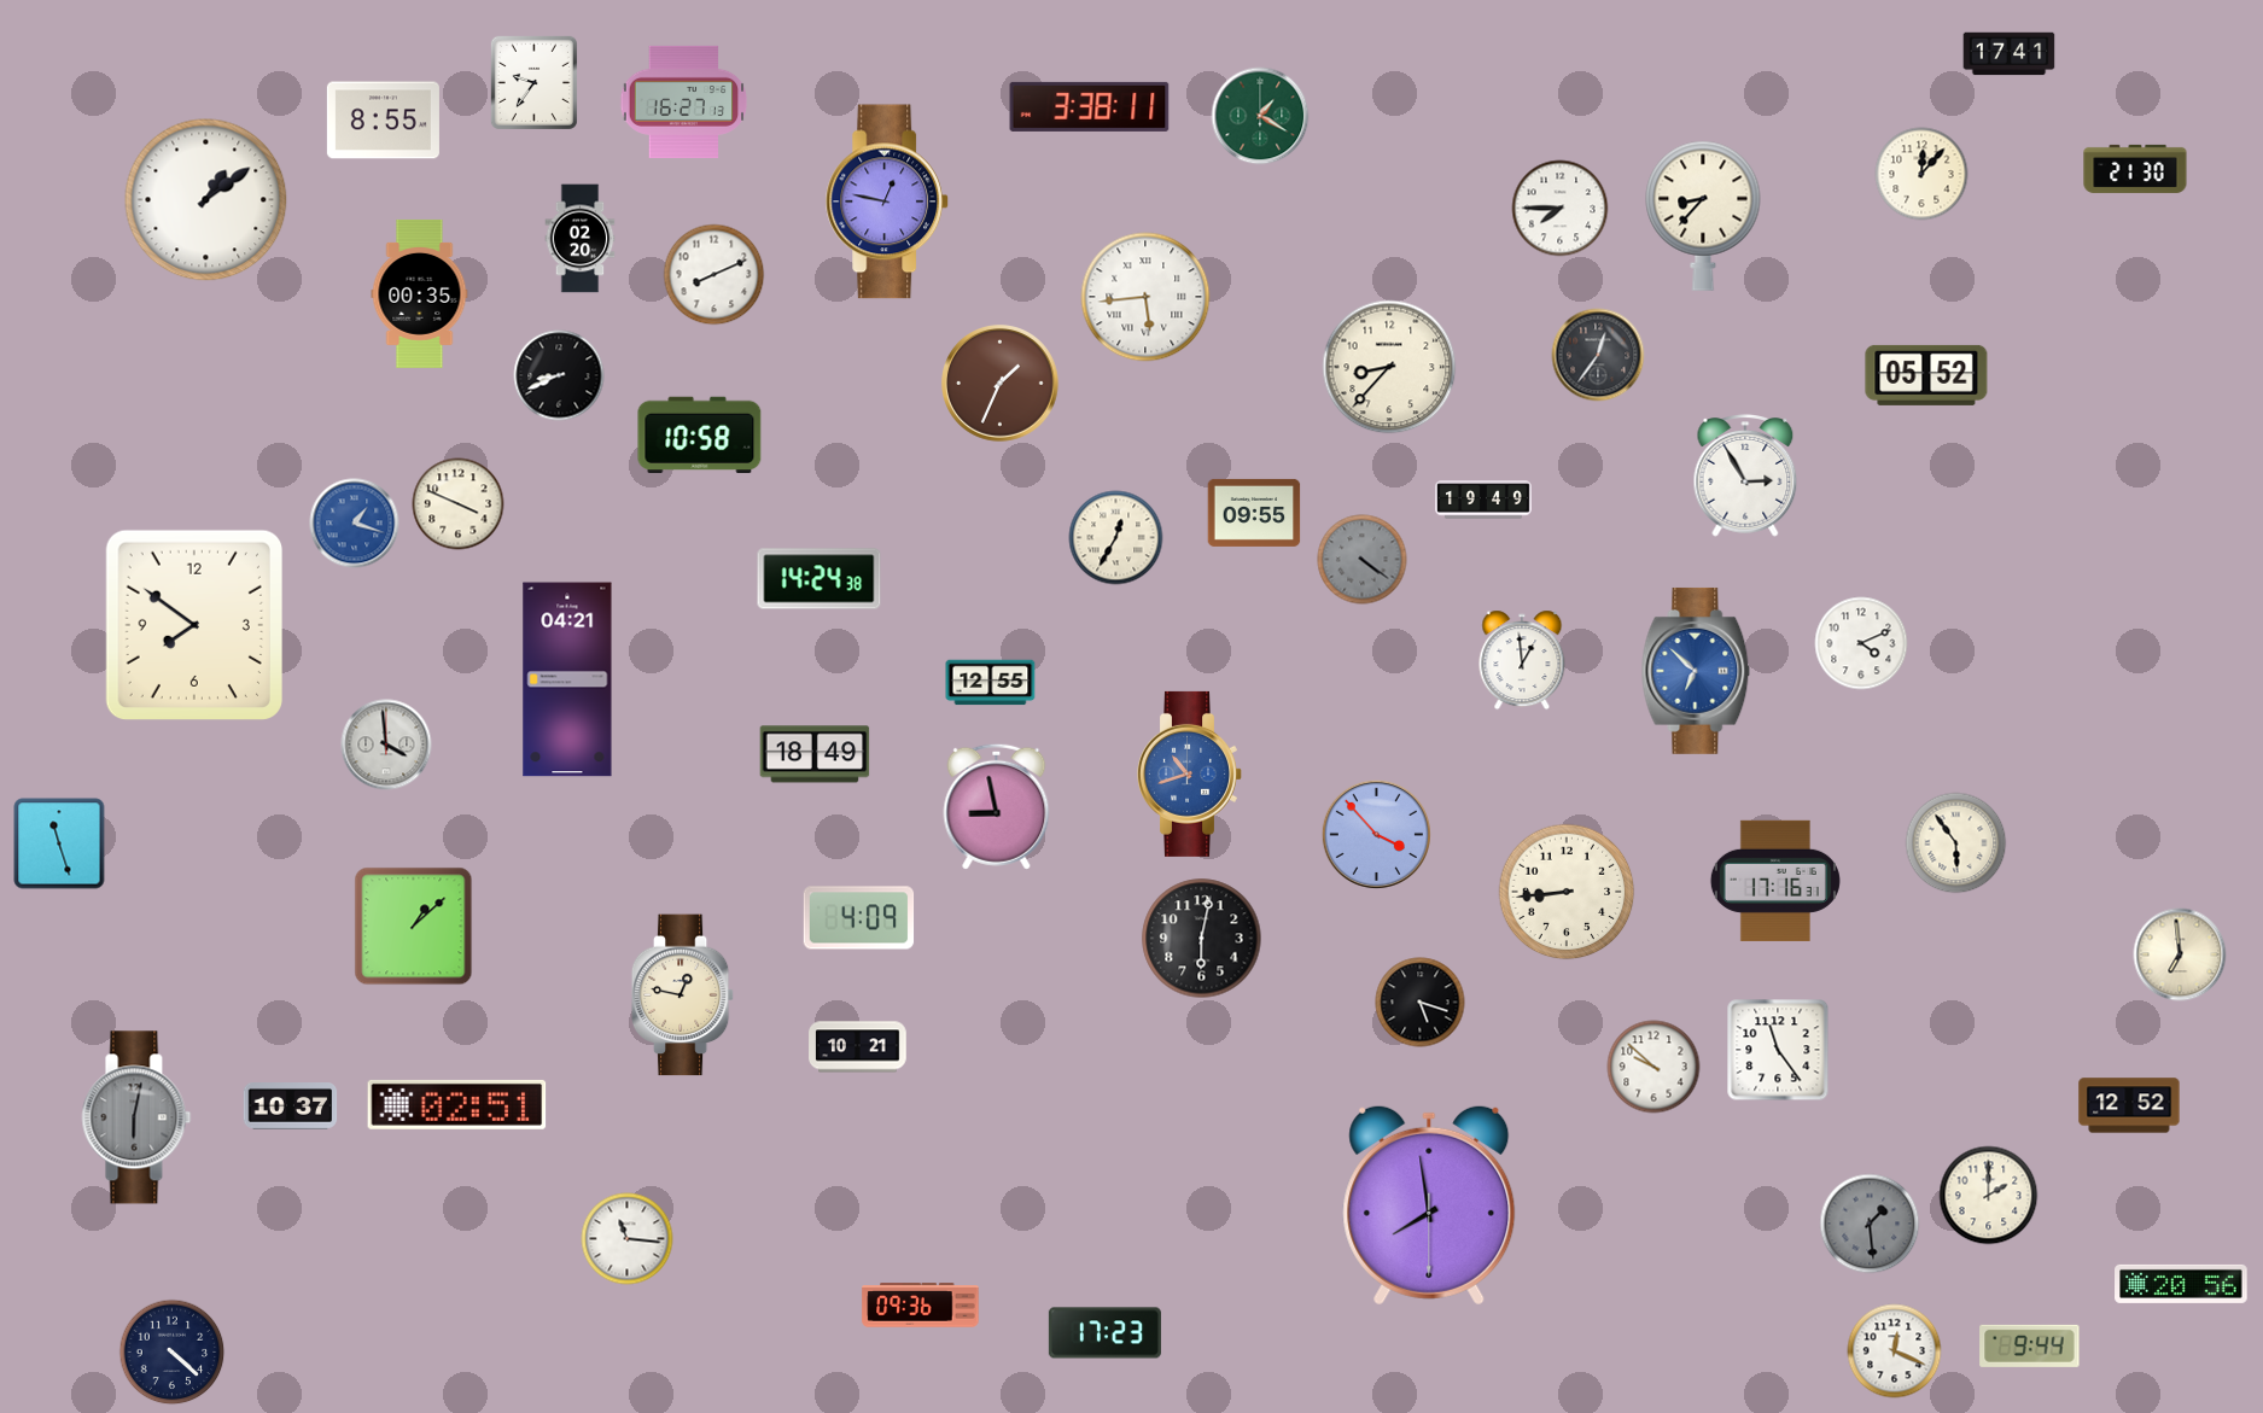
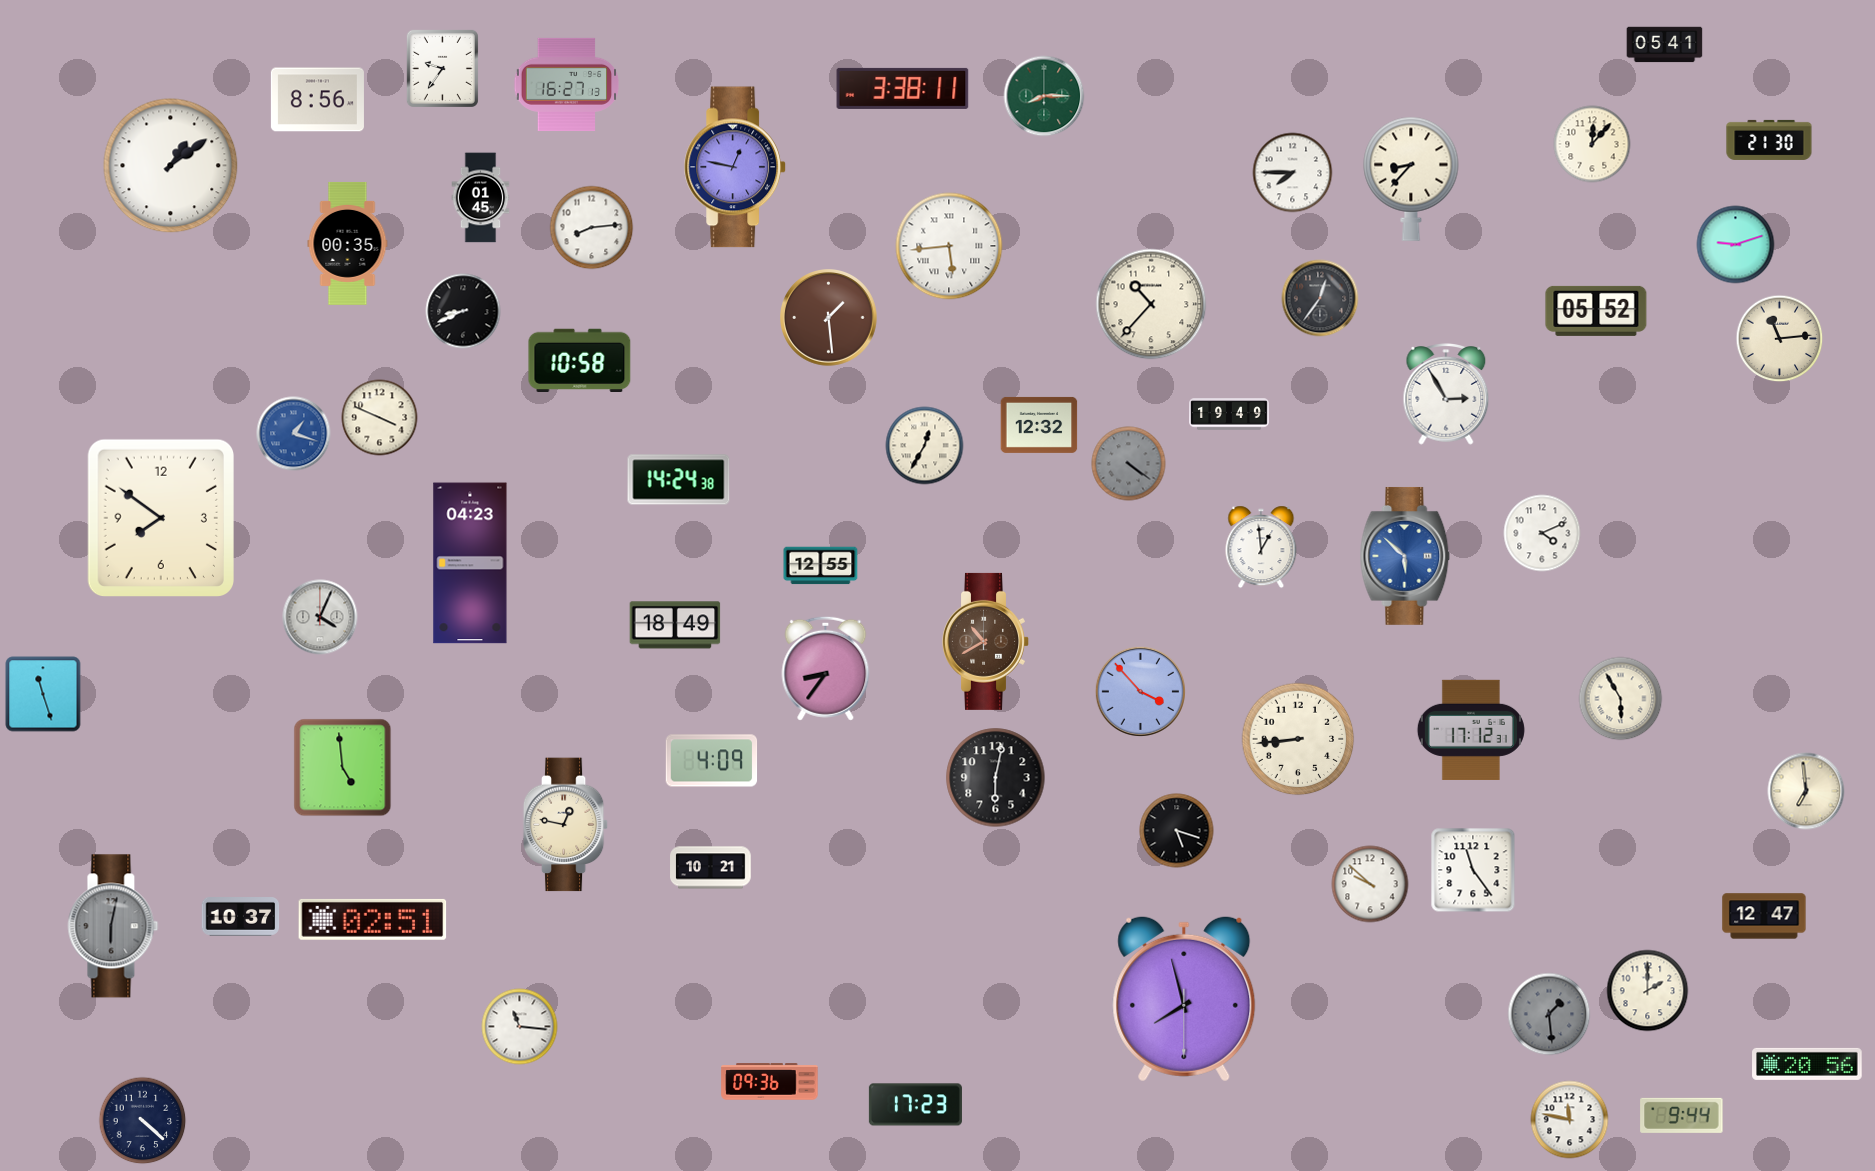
clock at (2010, 54): 17:41 -> 05:41
clock at (1260, 116): 1:20 -> 8:15
clock at (383, 121): 8:55 -> 8:56
clock at (581, 239): 02:20 -> 01:45
clock at (715, 275): 8:11 -> 8:14
clock at (1736, 245): none -> 9:12
clock at (1598, 355) position: (1598, 355) -> (1320, 298)
clock at (1389, 367): 8:37 -> 10:37
clock at (1001, 384): 1:34 -> 1:29
clock at (1780, 339): none -> 11:14
clock at (1254, 513): 09:55 -> 12:32
clock at (1696, 671): 6:52 -> 5:52
clock at (567, 679): 04:21 -> 04:23
clock at (386, 745): 3:59 -> 4:04
clock at (1190, 773): 10:42 -> 10:40
clock at (1190, 773) dial: blue -> brown
clock at (997, 806): 8:58 -> 8:36
clock at (59, 843) position: (59, 843) -> (43, 694)
clock at (1956, 843): 5:54 -> 5:55
clock at (1775, 881): 17:16 -> 17:12
clock at (414, 927): 1:08 -> 4:59
clock at (457, 1104) position: (457, 1104) -> (373, 919)
clock at (2129, 1105): 12:52 -> 12:47
clock at (1429, 1205): 7:58 -> 7:57
clock at (921, 1306) position: (921, 1306) -> (770, 1082)
clock at (1895, 1351): 12:19 -> 11:47
